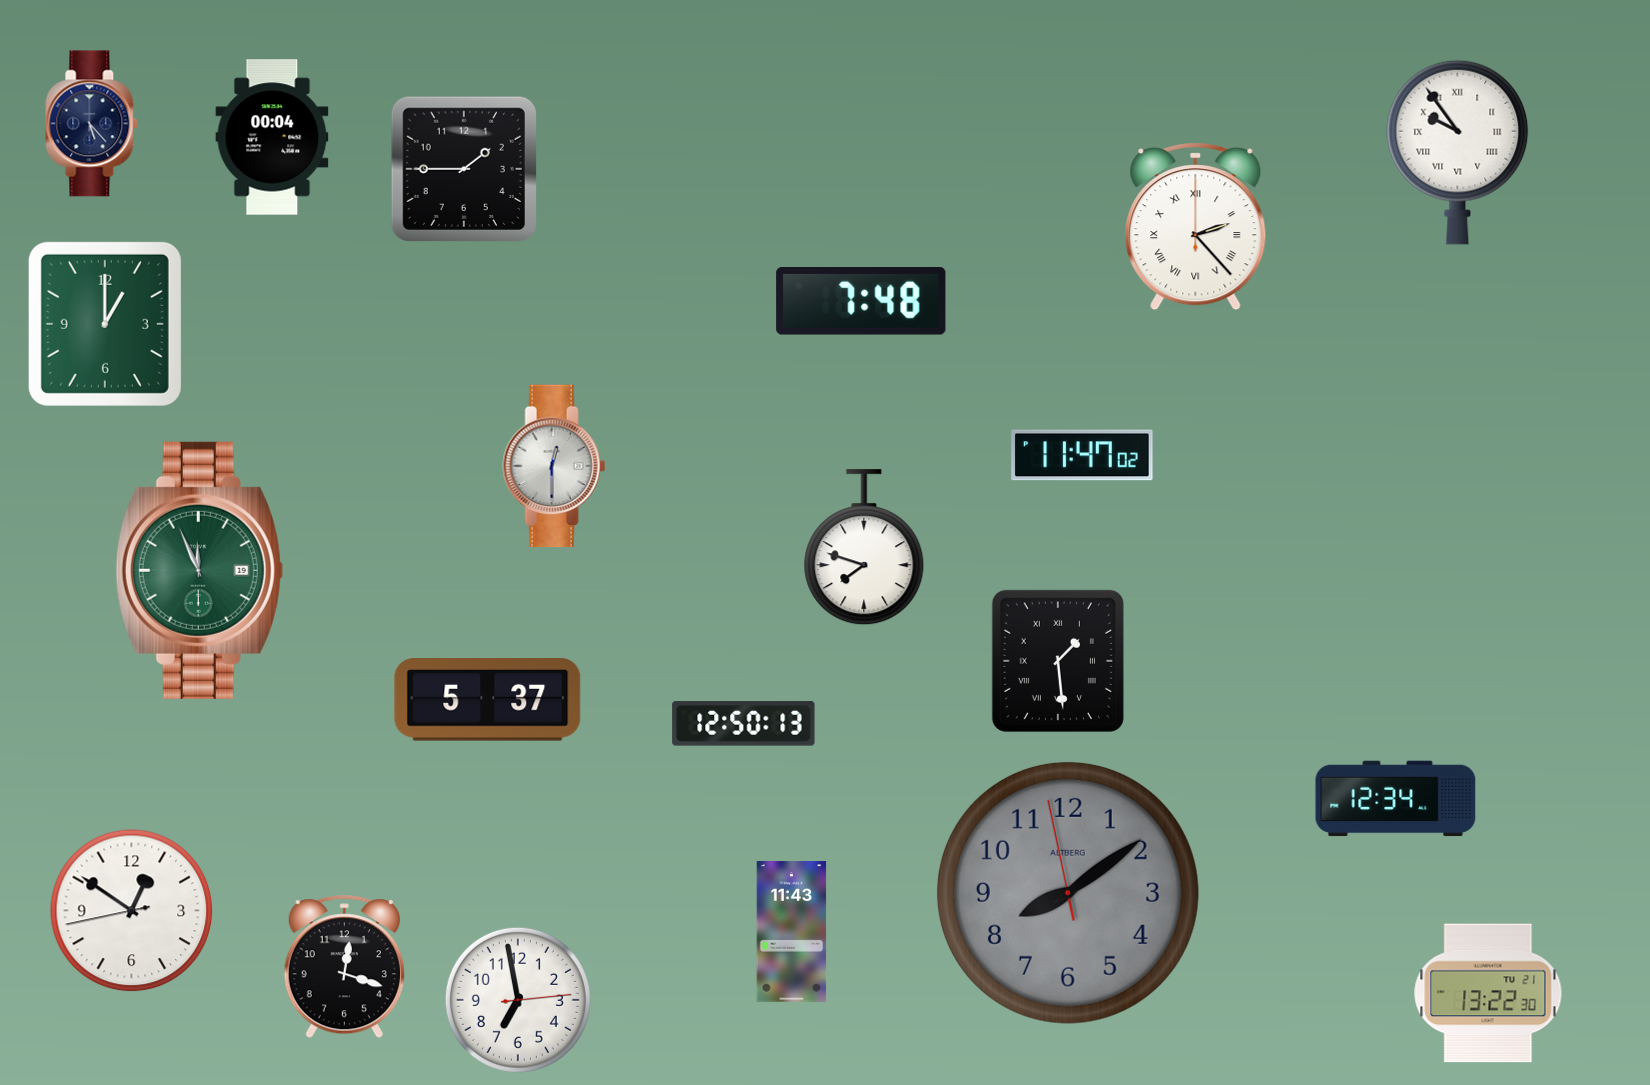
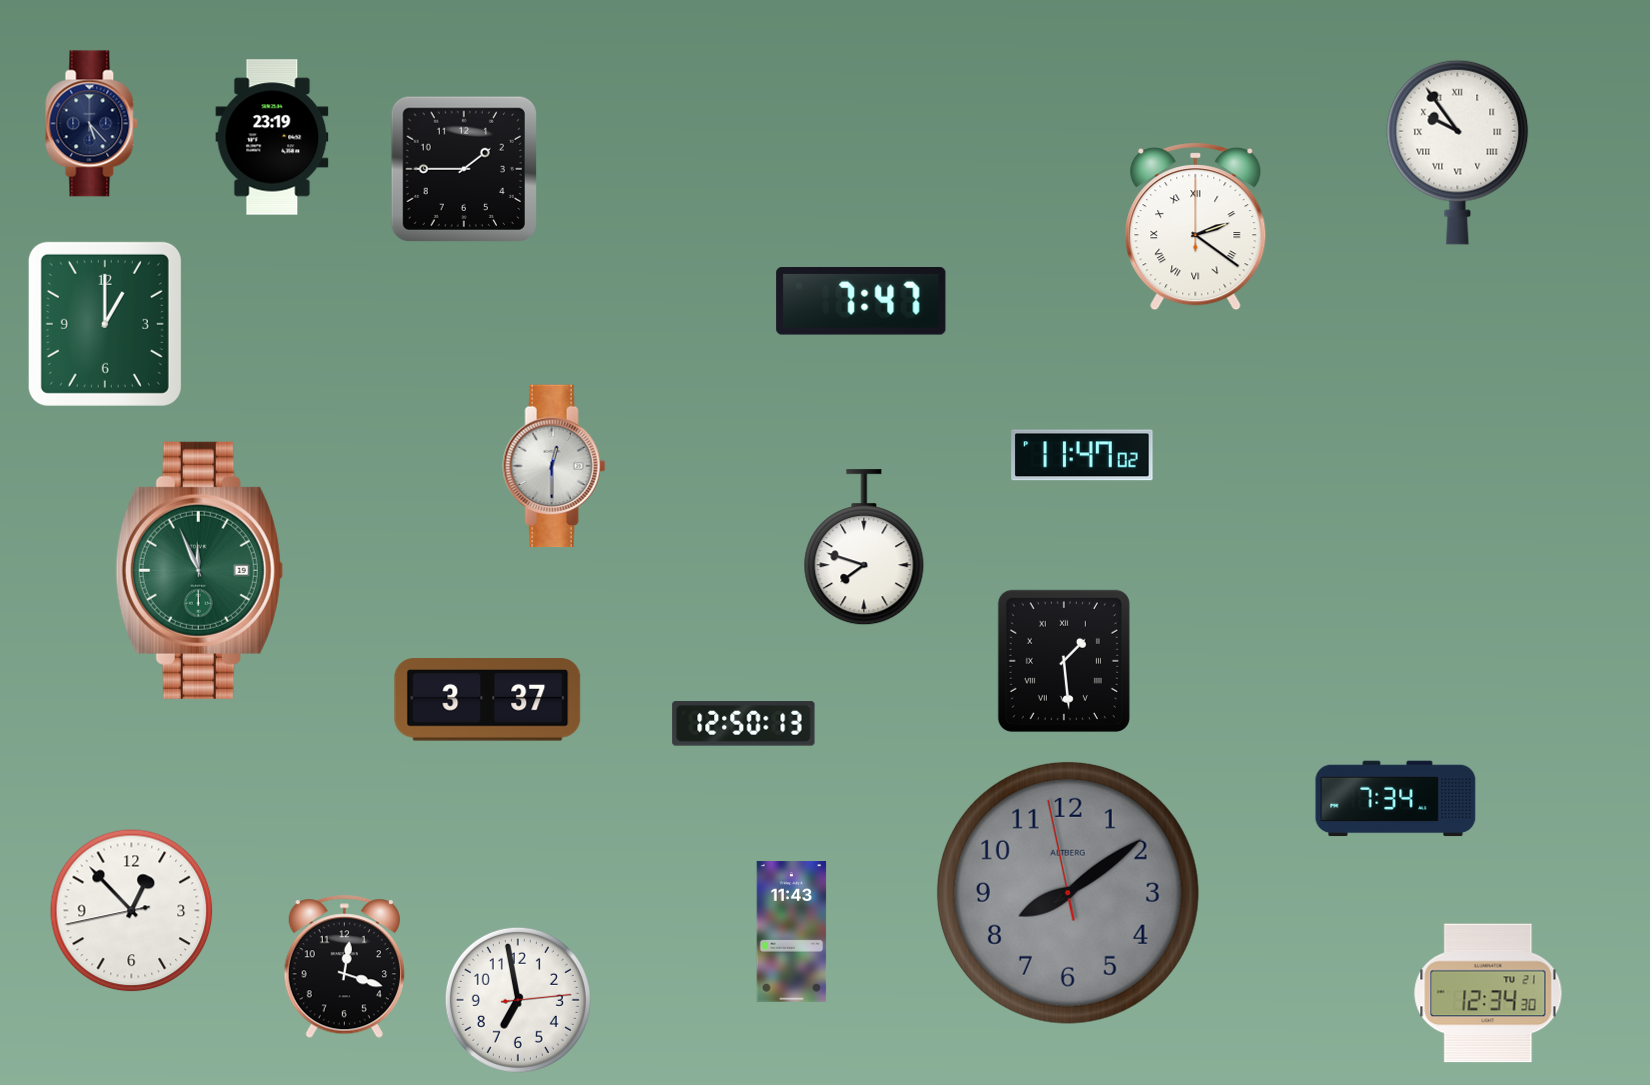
clock at (272, 137): 00:04 -> 23:19
clock at (1196, 227): 2:23 -> 2:21
clock at (861, 302): 7:48 -> 7:47
clock at (1058, 661) position: (1058, 661) -> (1064, 661)
clock at (488, 700): 5:37 -> 3:37
clock at (1396, 799): 12:34 -> 7:34
clock at (132, 911): 12:50 -> 12:52
clock at (1488, 993): 13:22 -> 12:34
